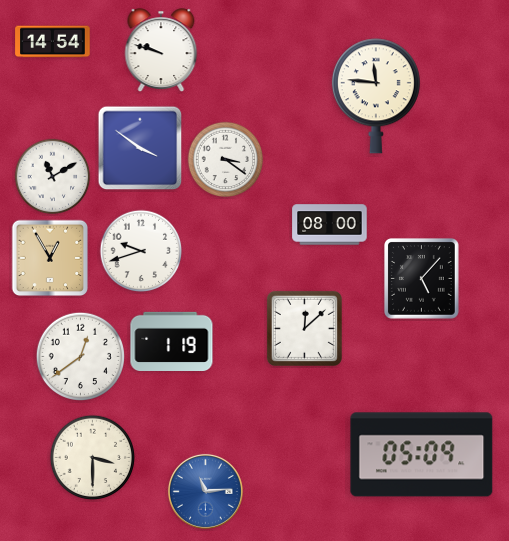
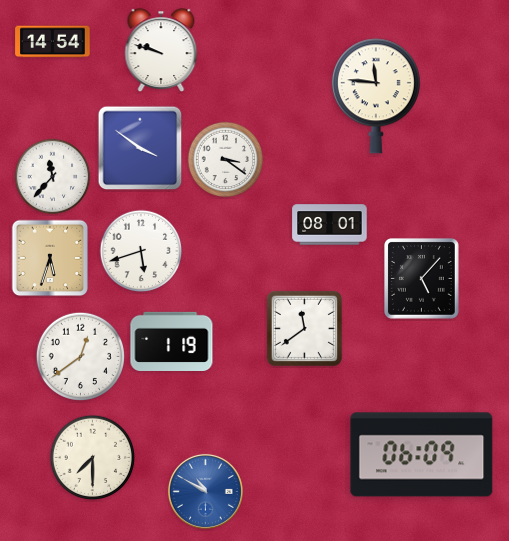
clock at (53, 177): 11:10 -> 11:37
clock at (330, 225): 08:00 -> 08:01
clock at (141, 251): 9:42 -> 5:42
clock at (50, 258): 12:55 -> 5:33
clock at (304, 328): 12:08 -> 11:39
clock at (422, 455): 05:09 -> 06:09
clock at (93, 458): 3:30 -> 7:30
clock at (205, 491): 11:14 -> 10:50
